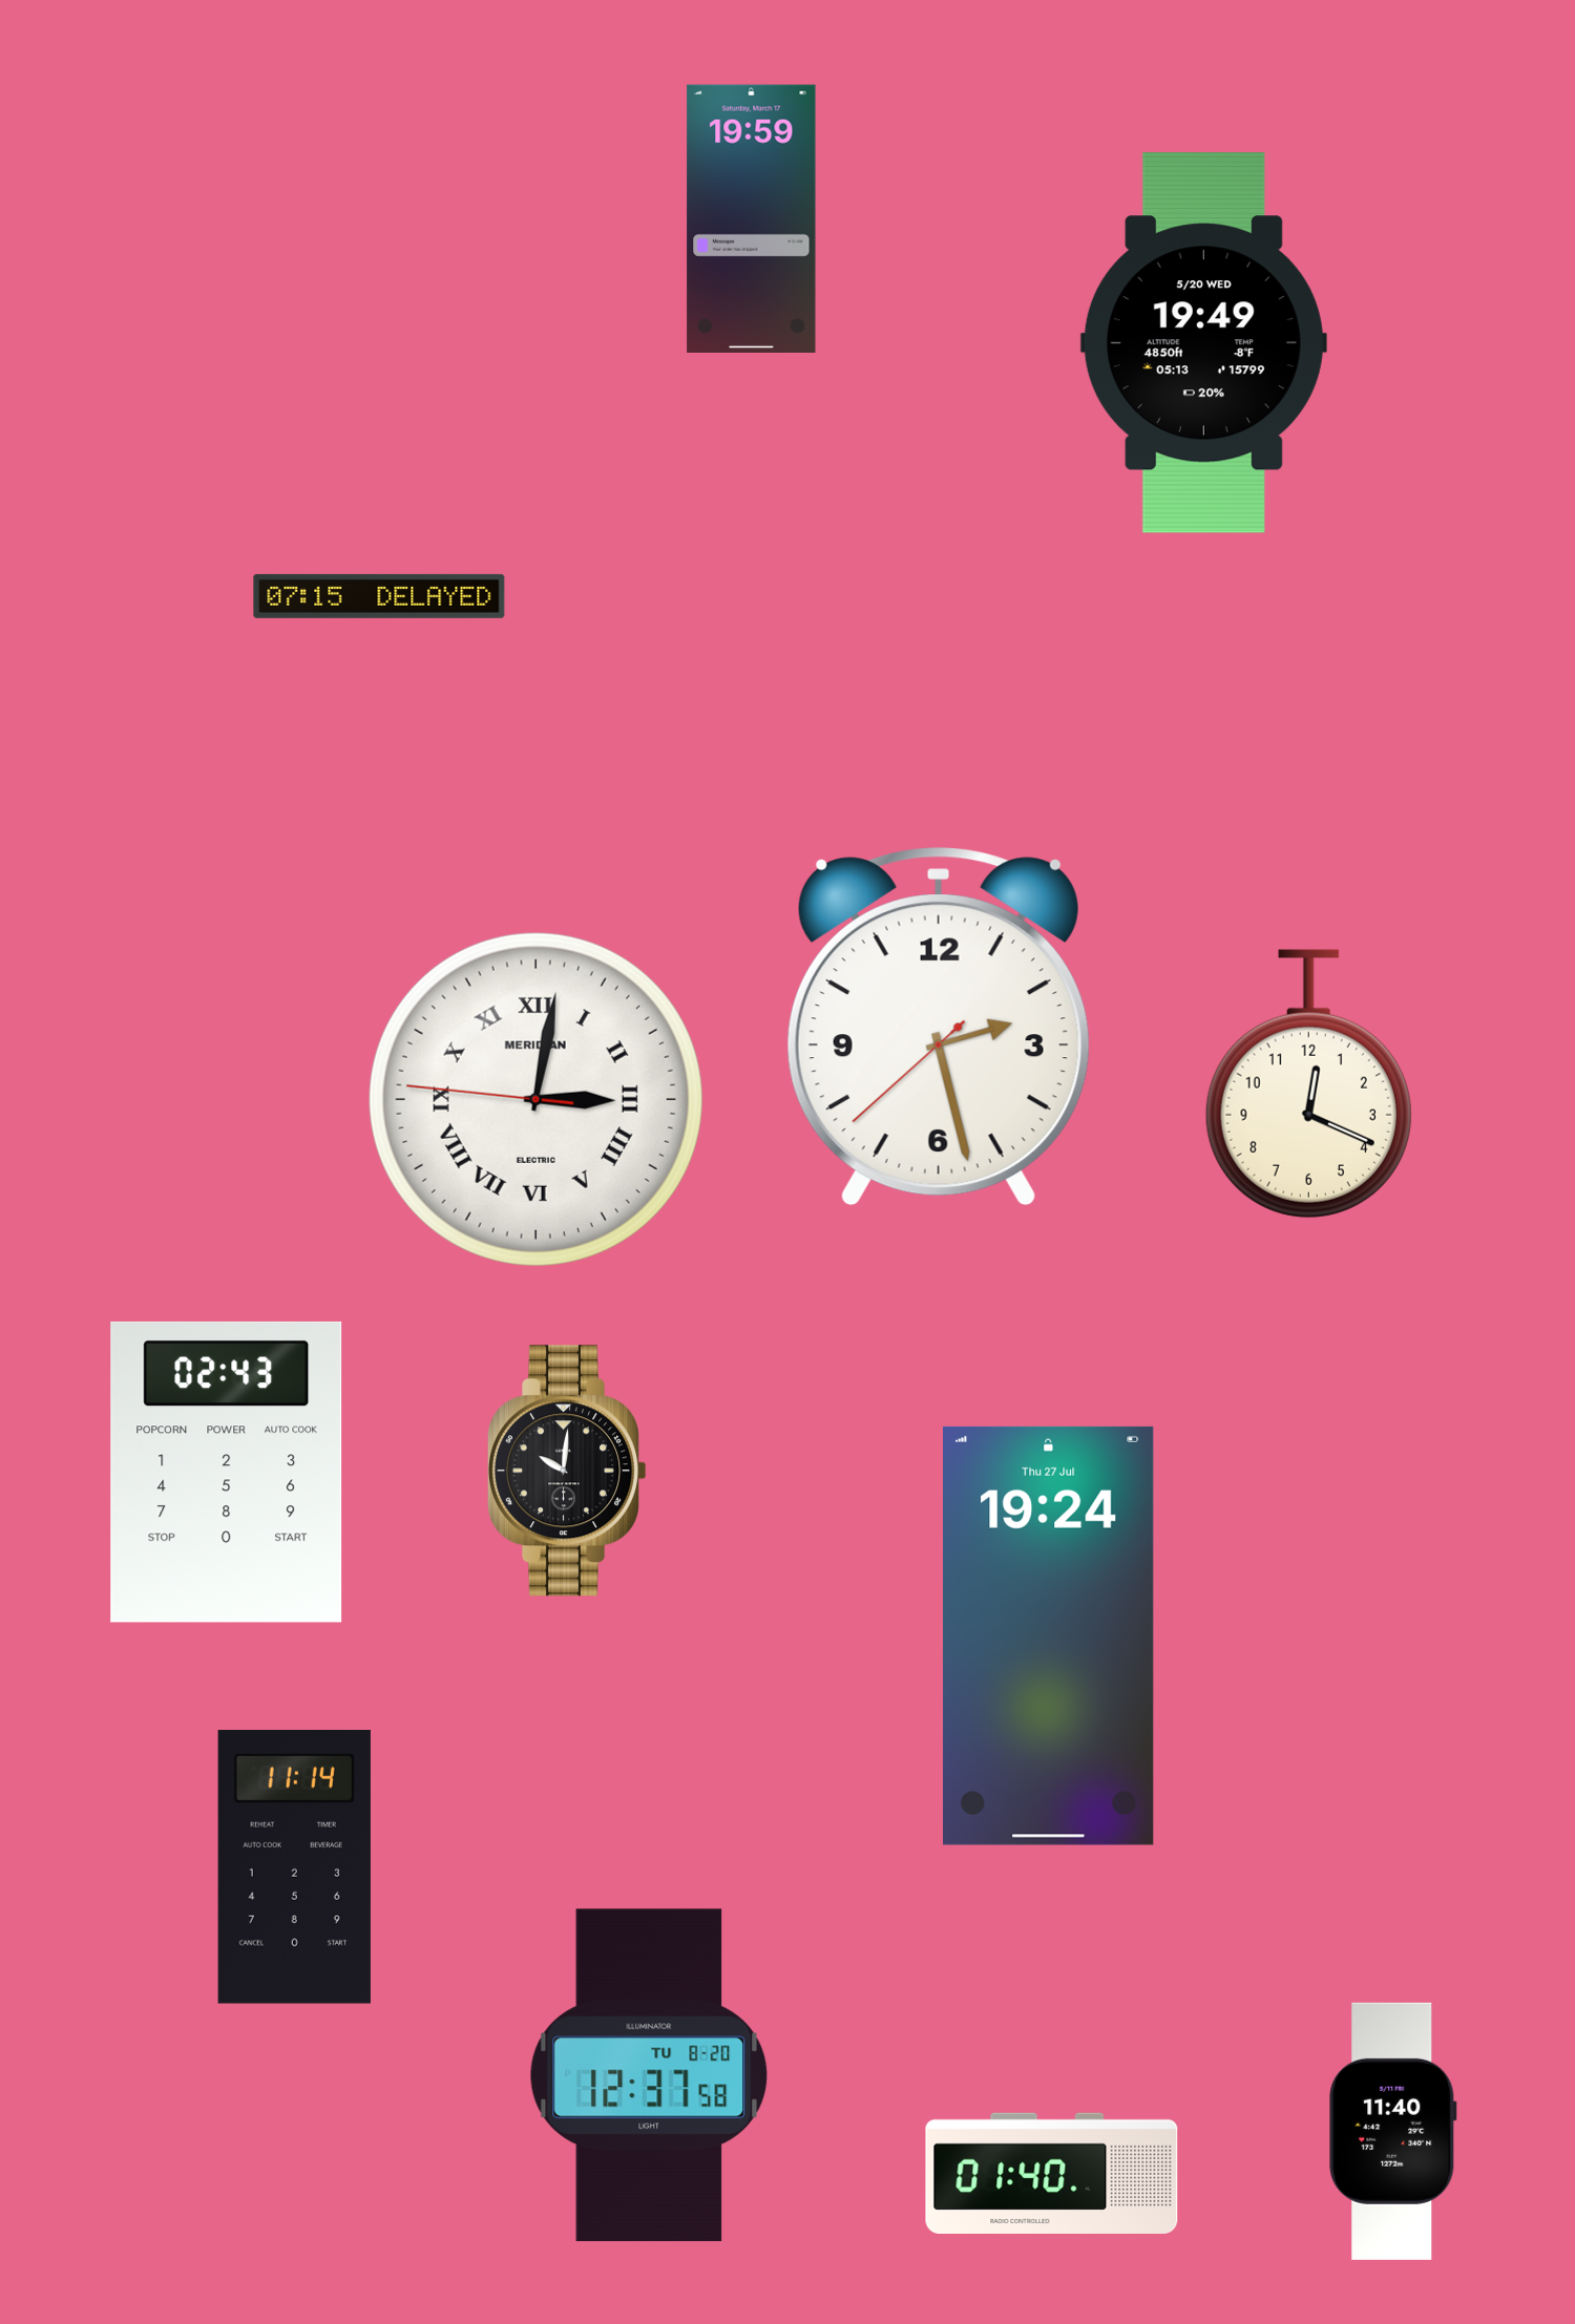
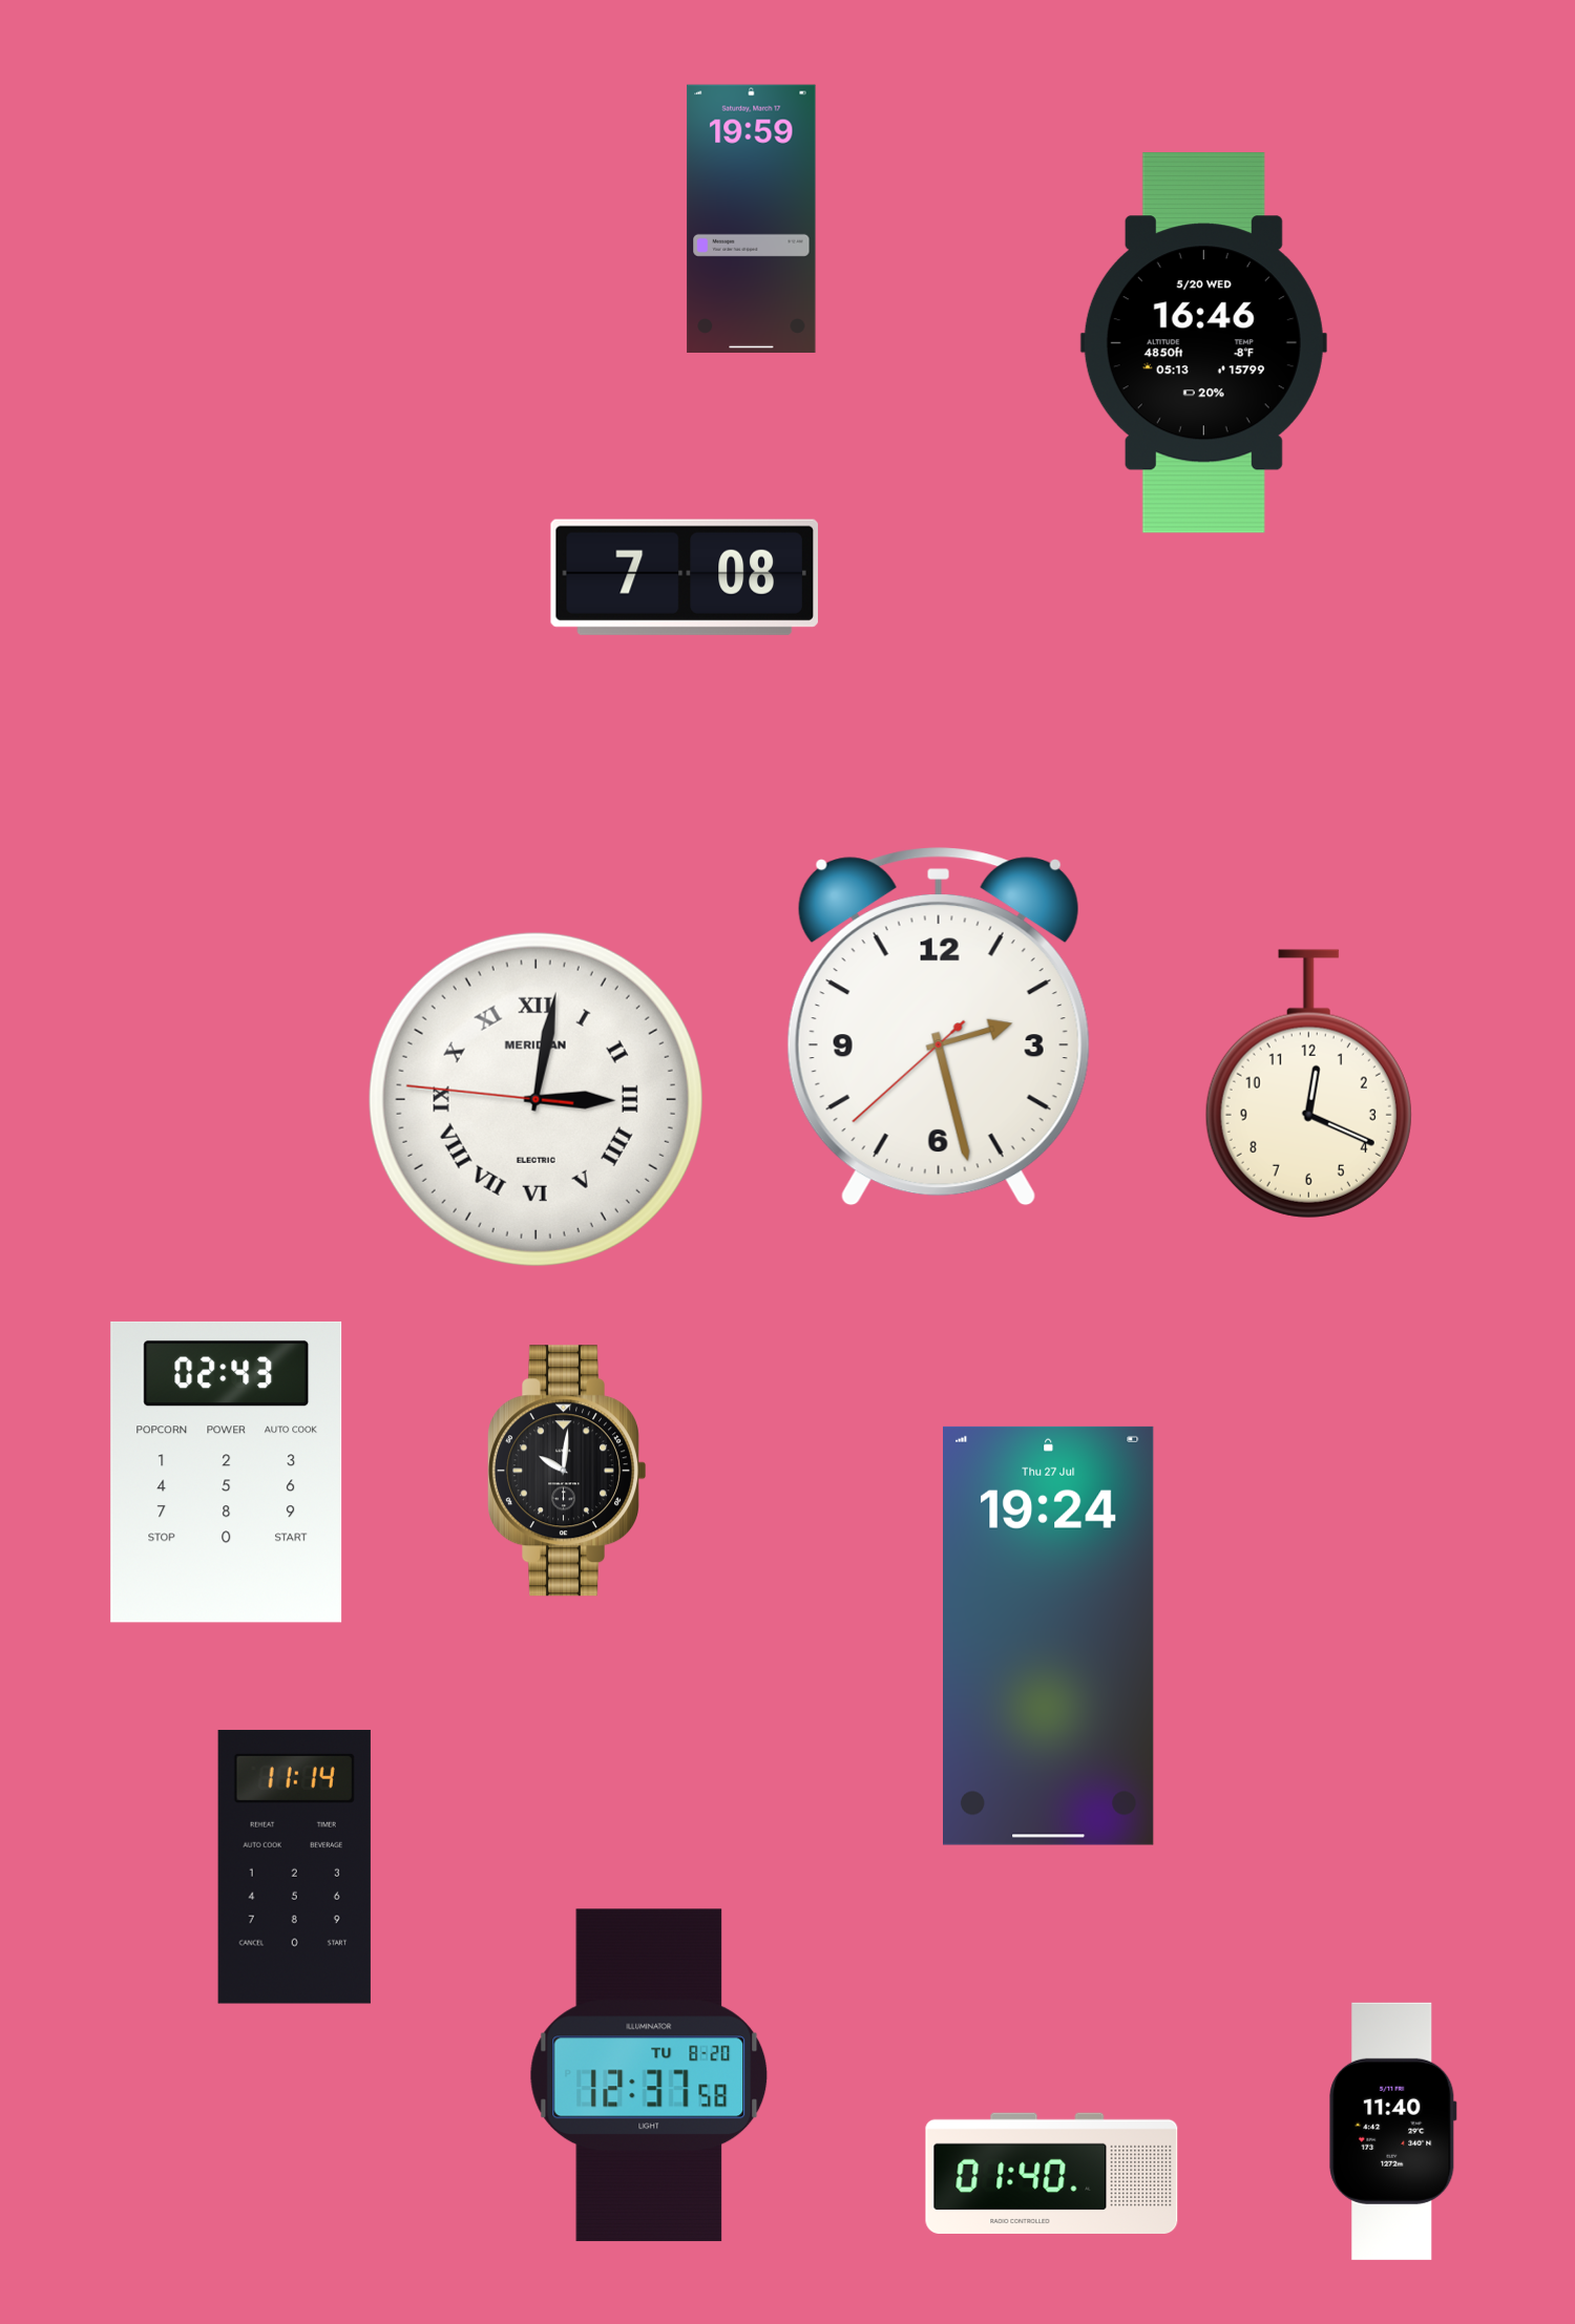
clock at (1203, 343): 19:49 -> 16:46
clock at (685, 577): none -> 7:08
clock at (379, 596): 07:15 -> none
